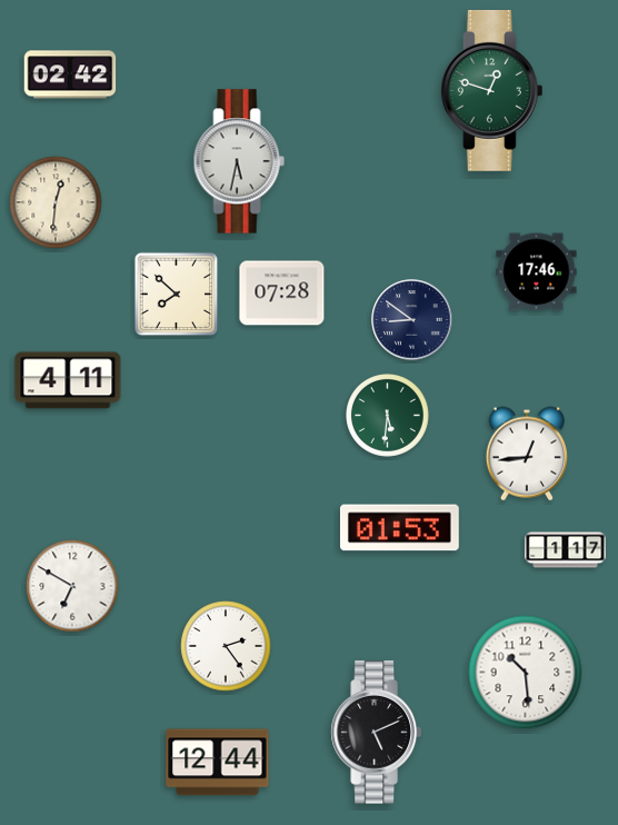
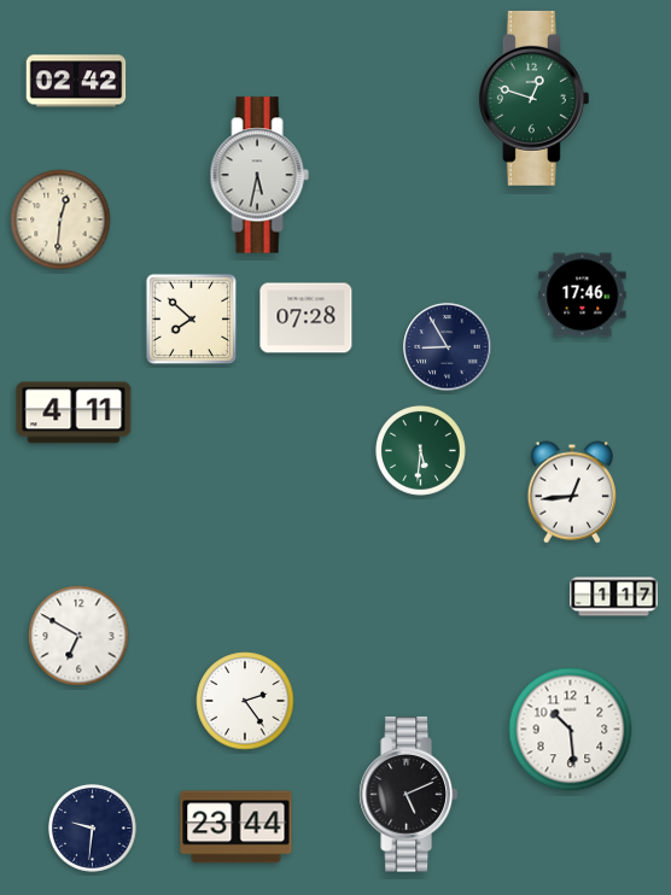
clock at (412, 320): 8:51 -> 8:55
clock at (399, 528): 01:53 -> none
clock at (92, 827): none -> 9:31
clock at (218, 763): 12:44 -> 23:44
